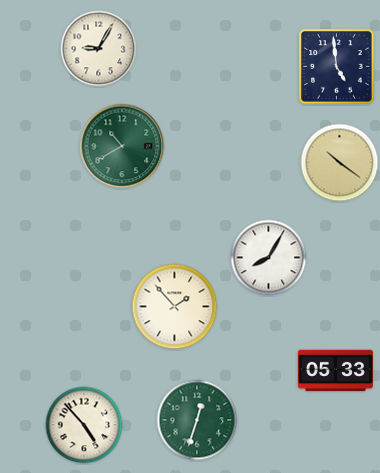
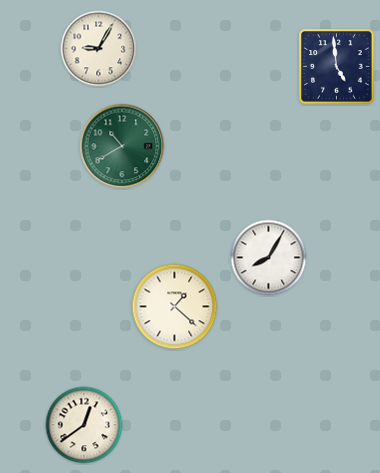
clock at (340, 163): 10:21 -> none
clock at (175, 307): 1:53 -> 1:22
clock at (335, 371): 05:33 -> none
clock at (197, 420): 12:33 -> none
clock at (84, 425): 4:53 -> 12:39
